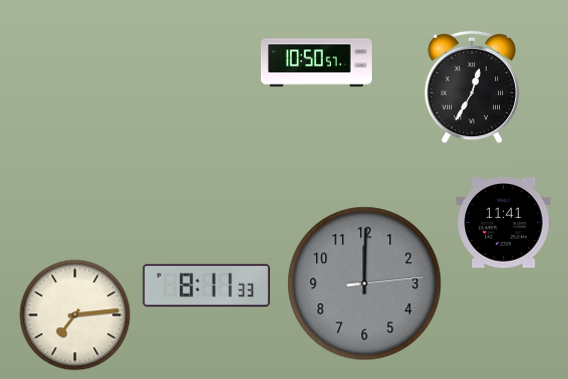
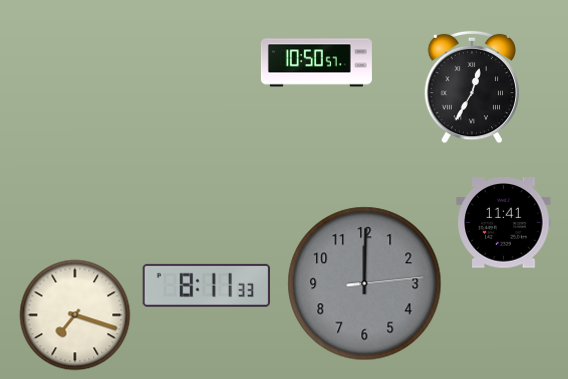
clock at (75, 315): 7:14 -> 7:18
